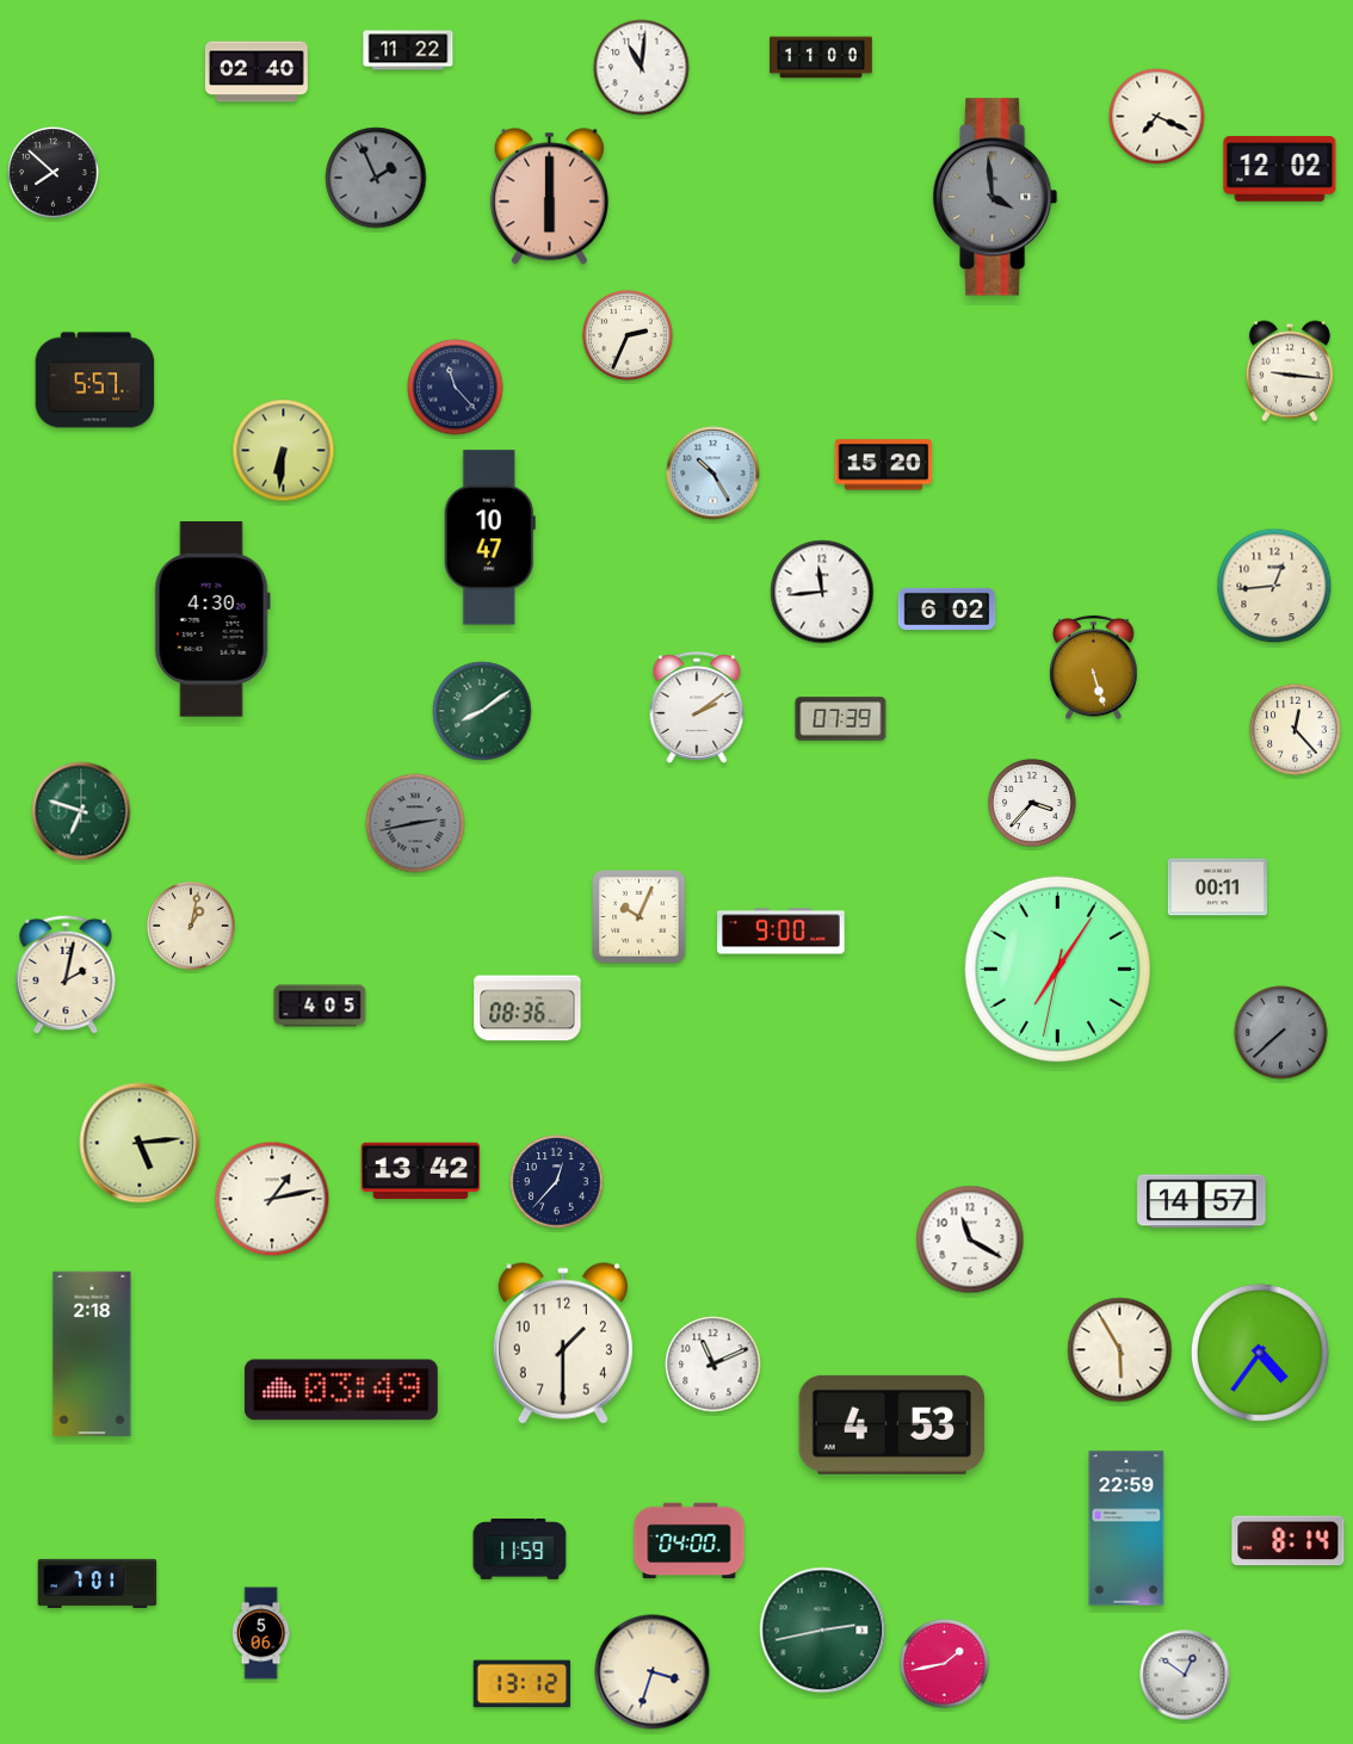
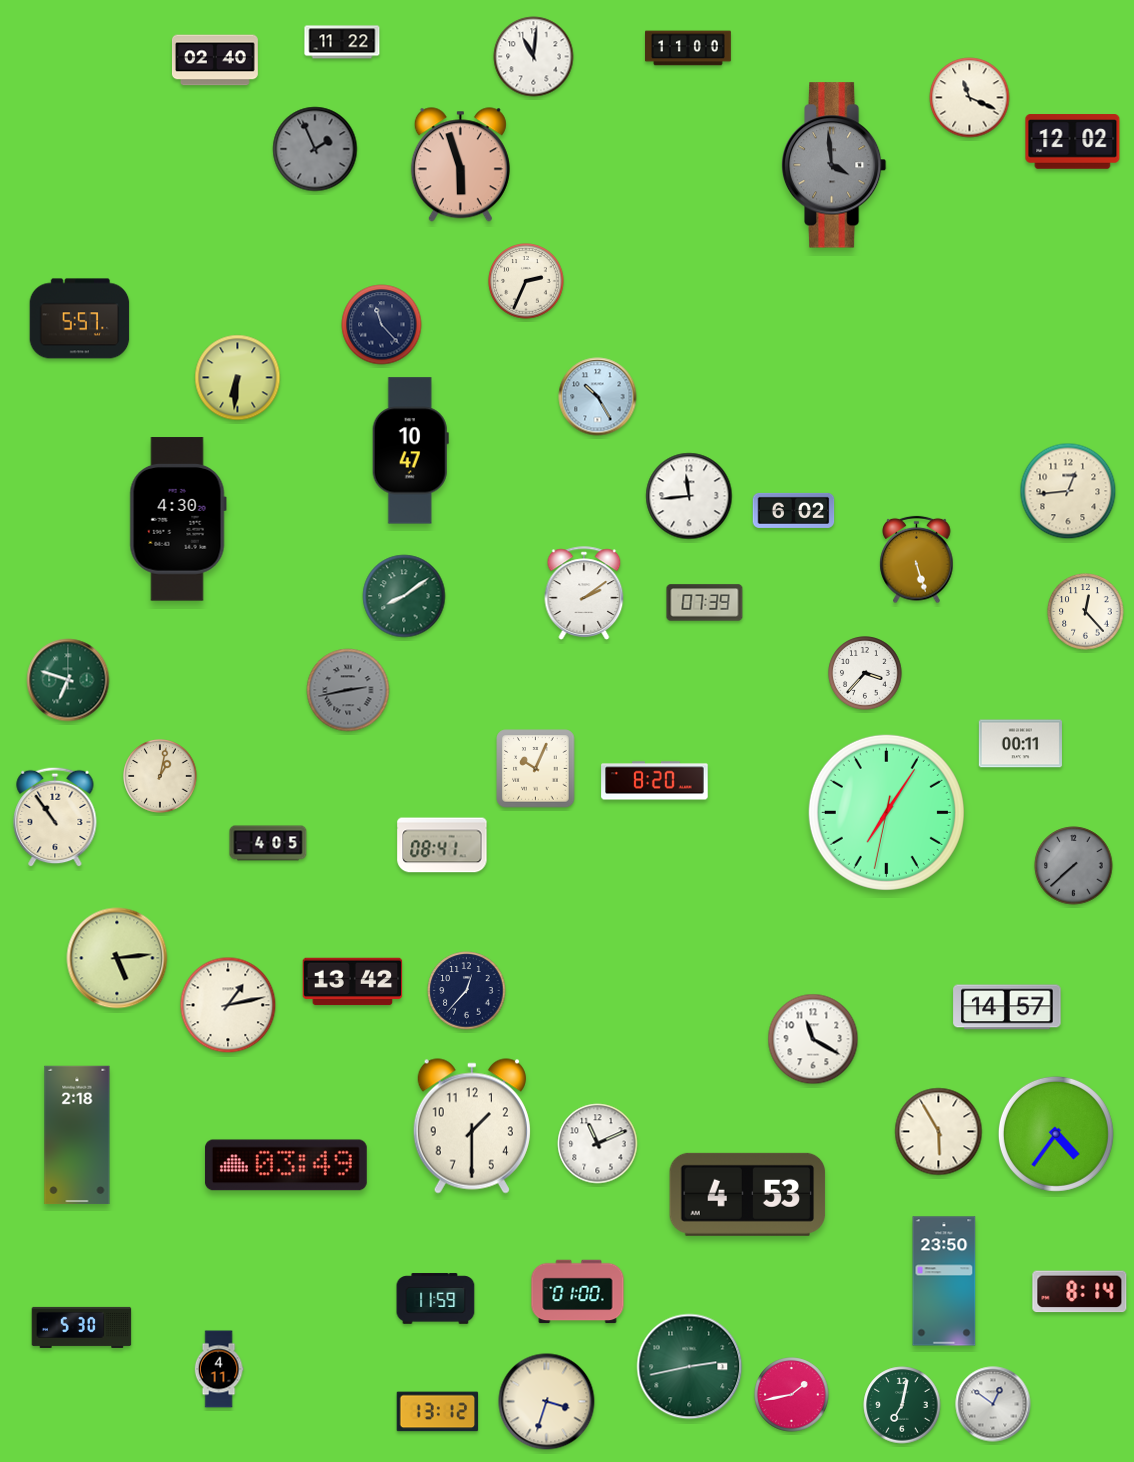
clock at (642, 68) position: (642, 68) -> (534, 57)
clock at (1157, 117): 7:19 -> 11:19
clock at (54, 173): 7:52 -> none
clock at (549, 197): 6:00 -> 5:57
clock at (1290, 371): 9:16 -> none
clock at (884, 465): 15:20 -> none
clock at (781, 932): 9:00 -> 8:20
clock at (66, 975): 2:02 -> 10:54
clock at (527, 1008): 08:36 -> 08:41
clock at (1126, 1528): 22:59 -> 23:50
clock at (690, 1541): 04:00 -> 01:00
clock at (98, 1583): 7:01 -> 5:30
clock at (261, 1633): 5:06 -> 4:11
clock at (902, 1405): none -> 7:02
